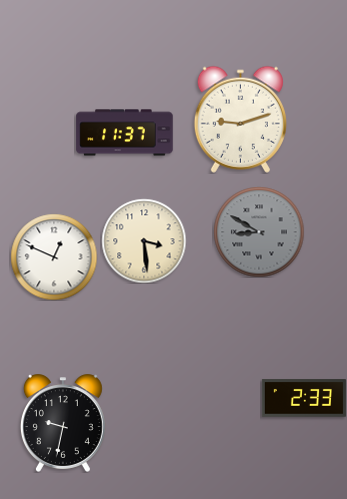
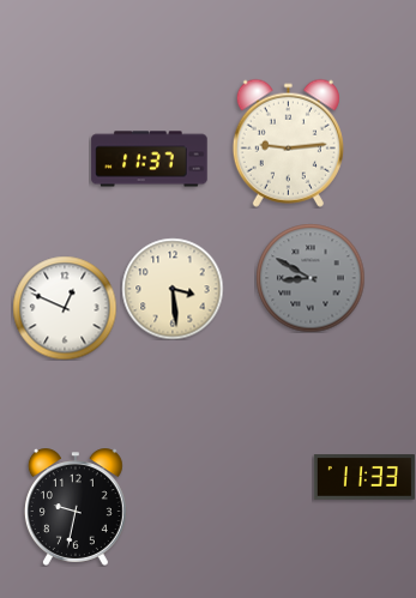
clock at (240, 119): 9:12 -> 9:14
clock at (304, 398): 2:33 -> 11:33
